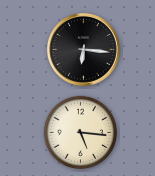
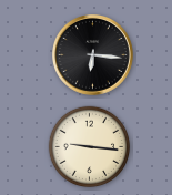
clock at (81, 133): 5:16 -> 9:16
